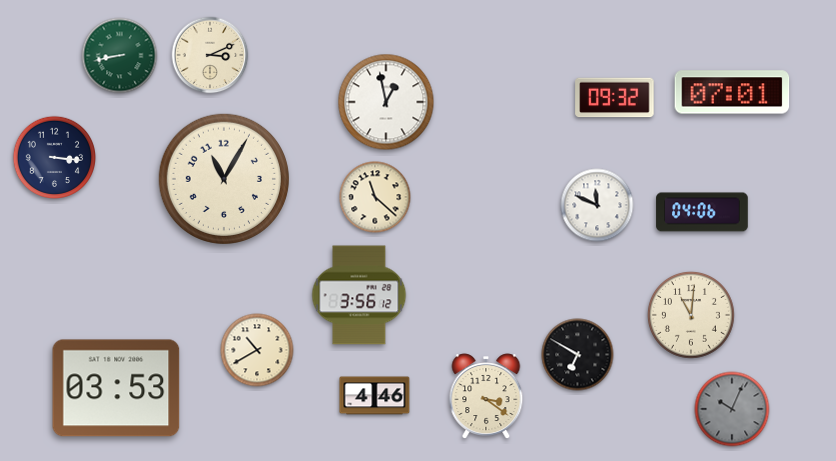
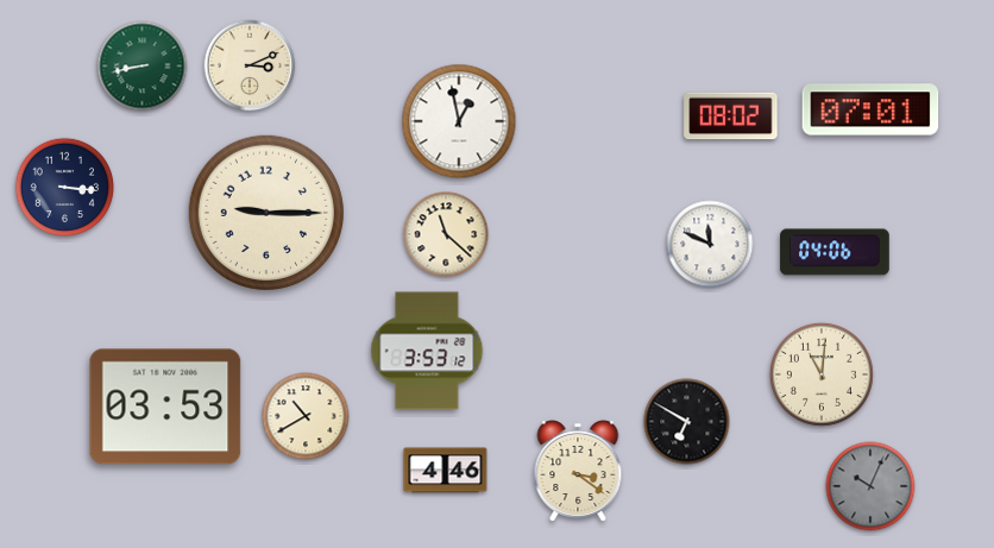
clock at (615, 98): 09:32 -> 08:02
clock at (224, 179): 11:05 -> 9:15
clock at (359, 295): 3:56 -> 3:53
clock at (116, 388) position: (116, 388) -> (165, 407)
